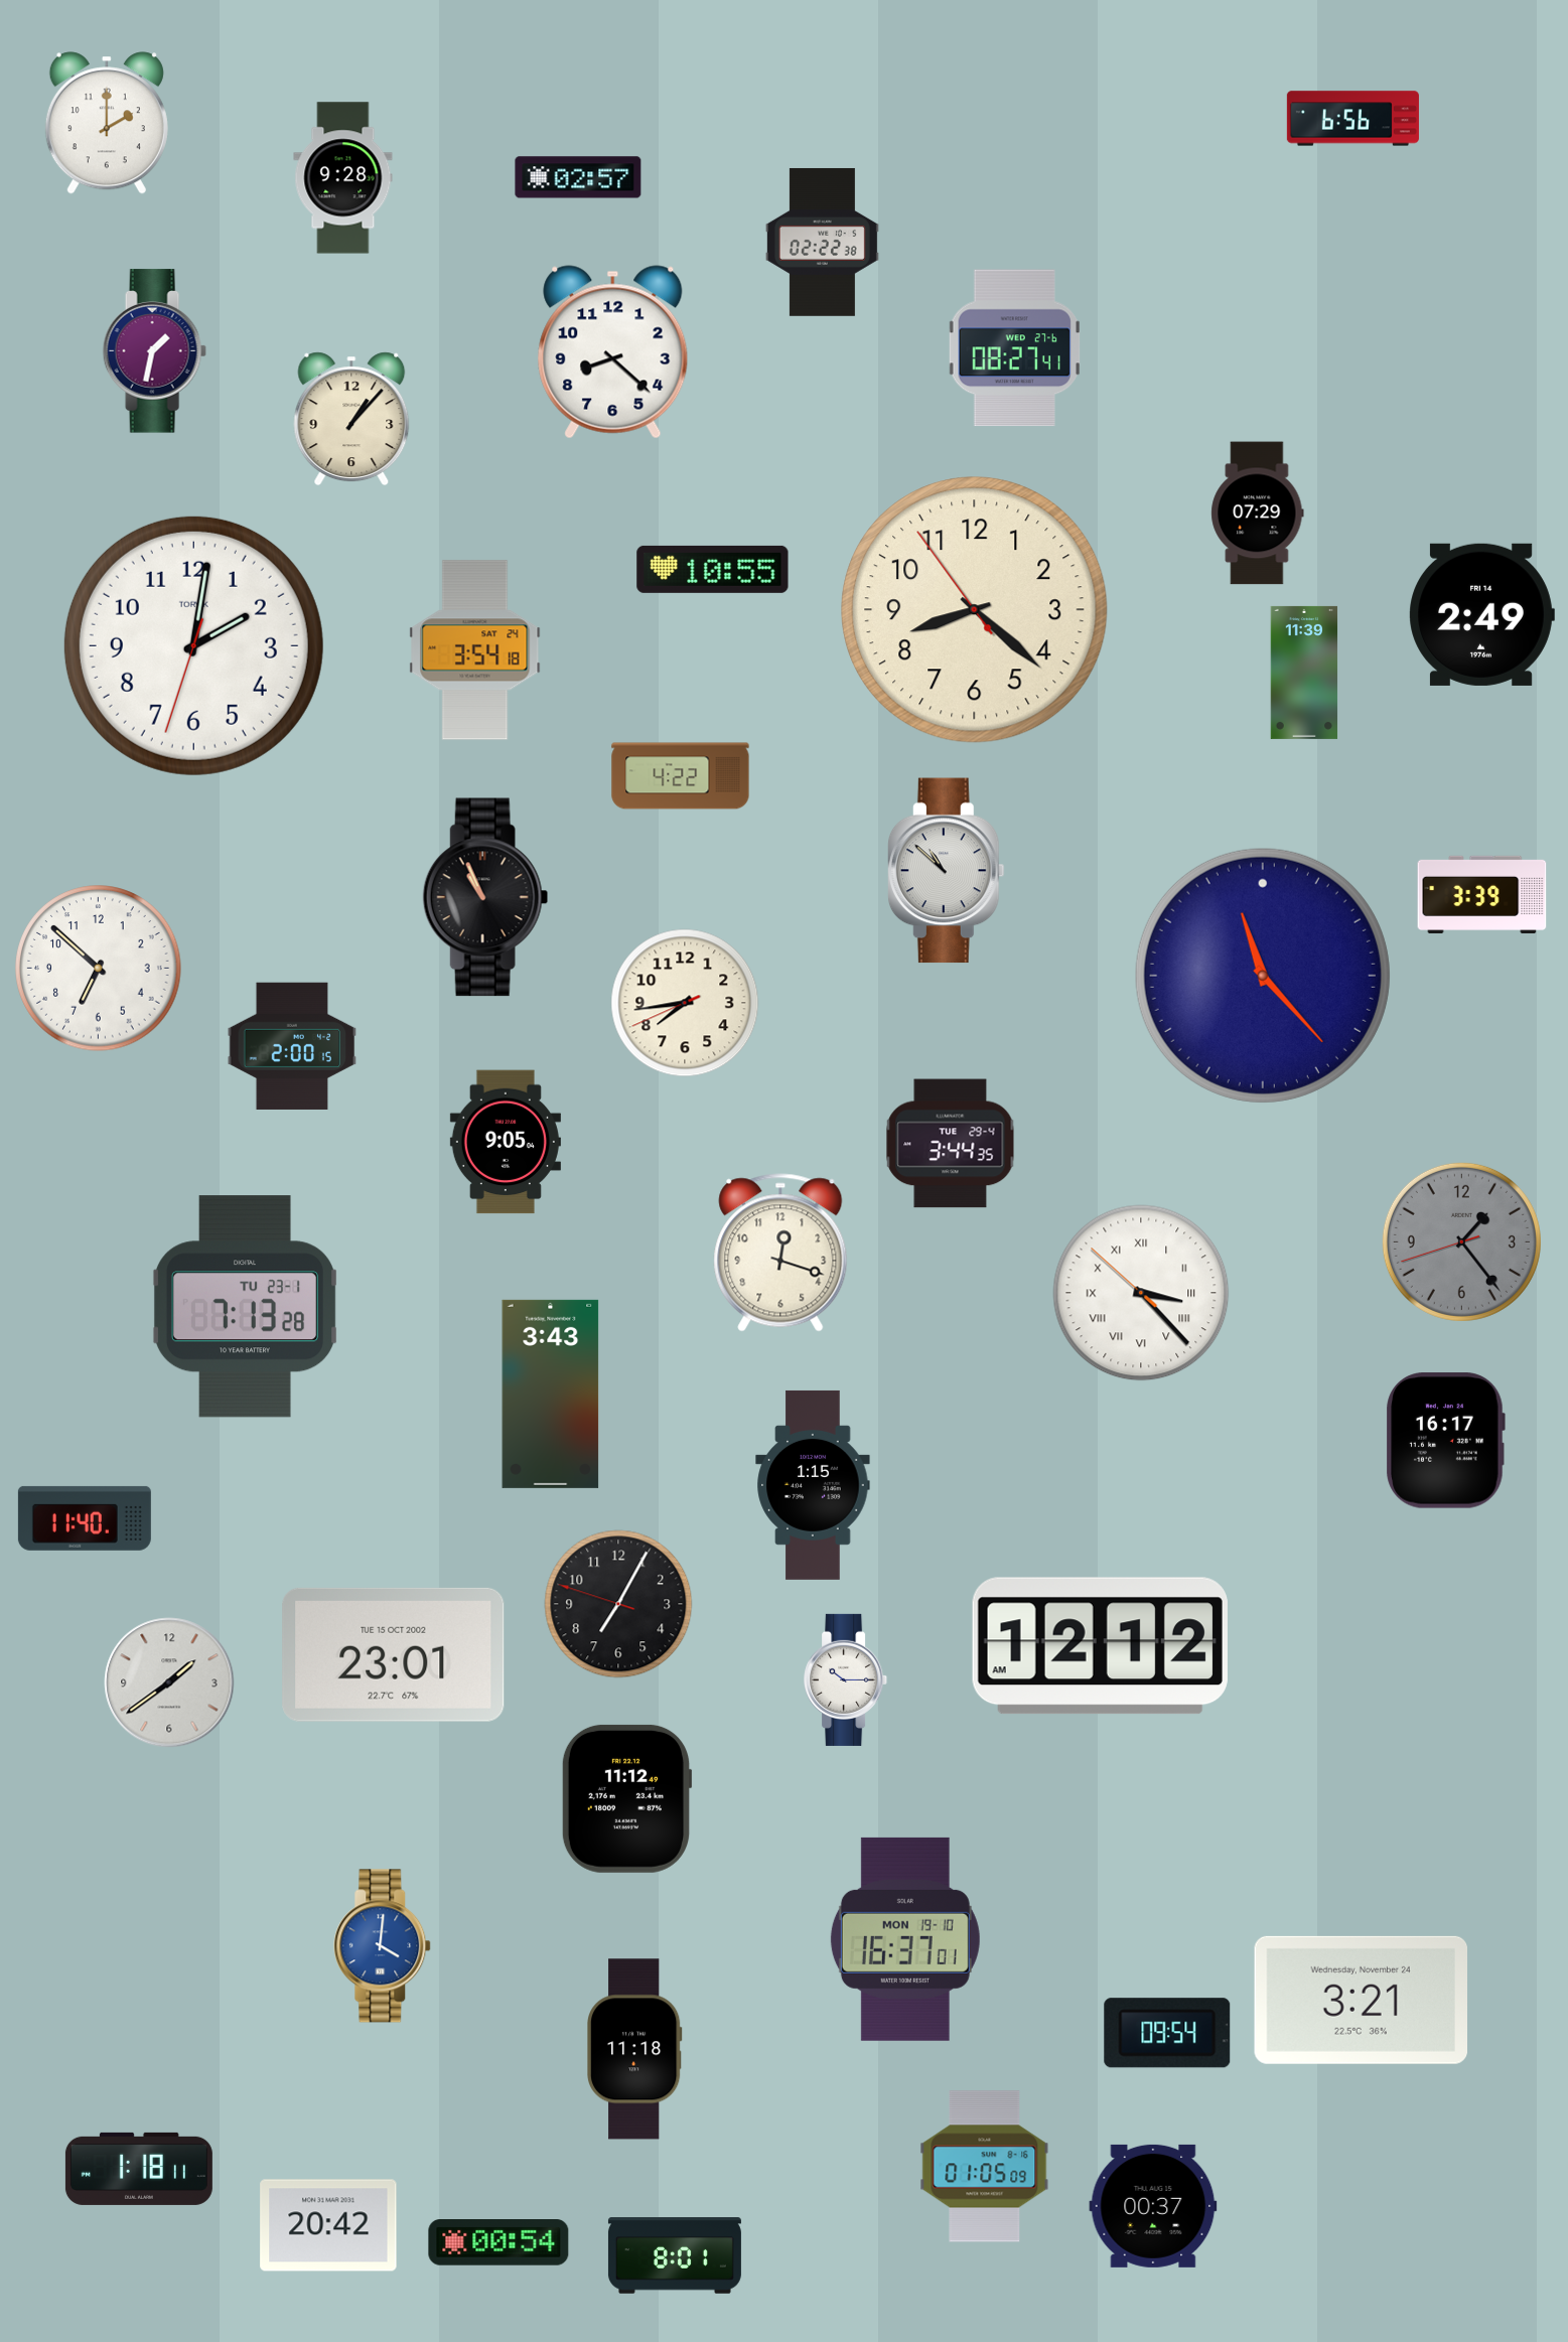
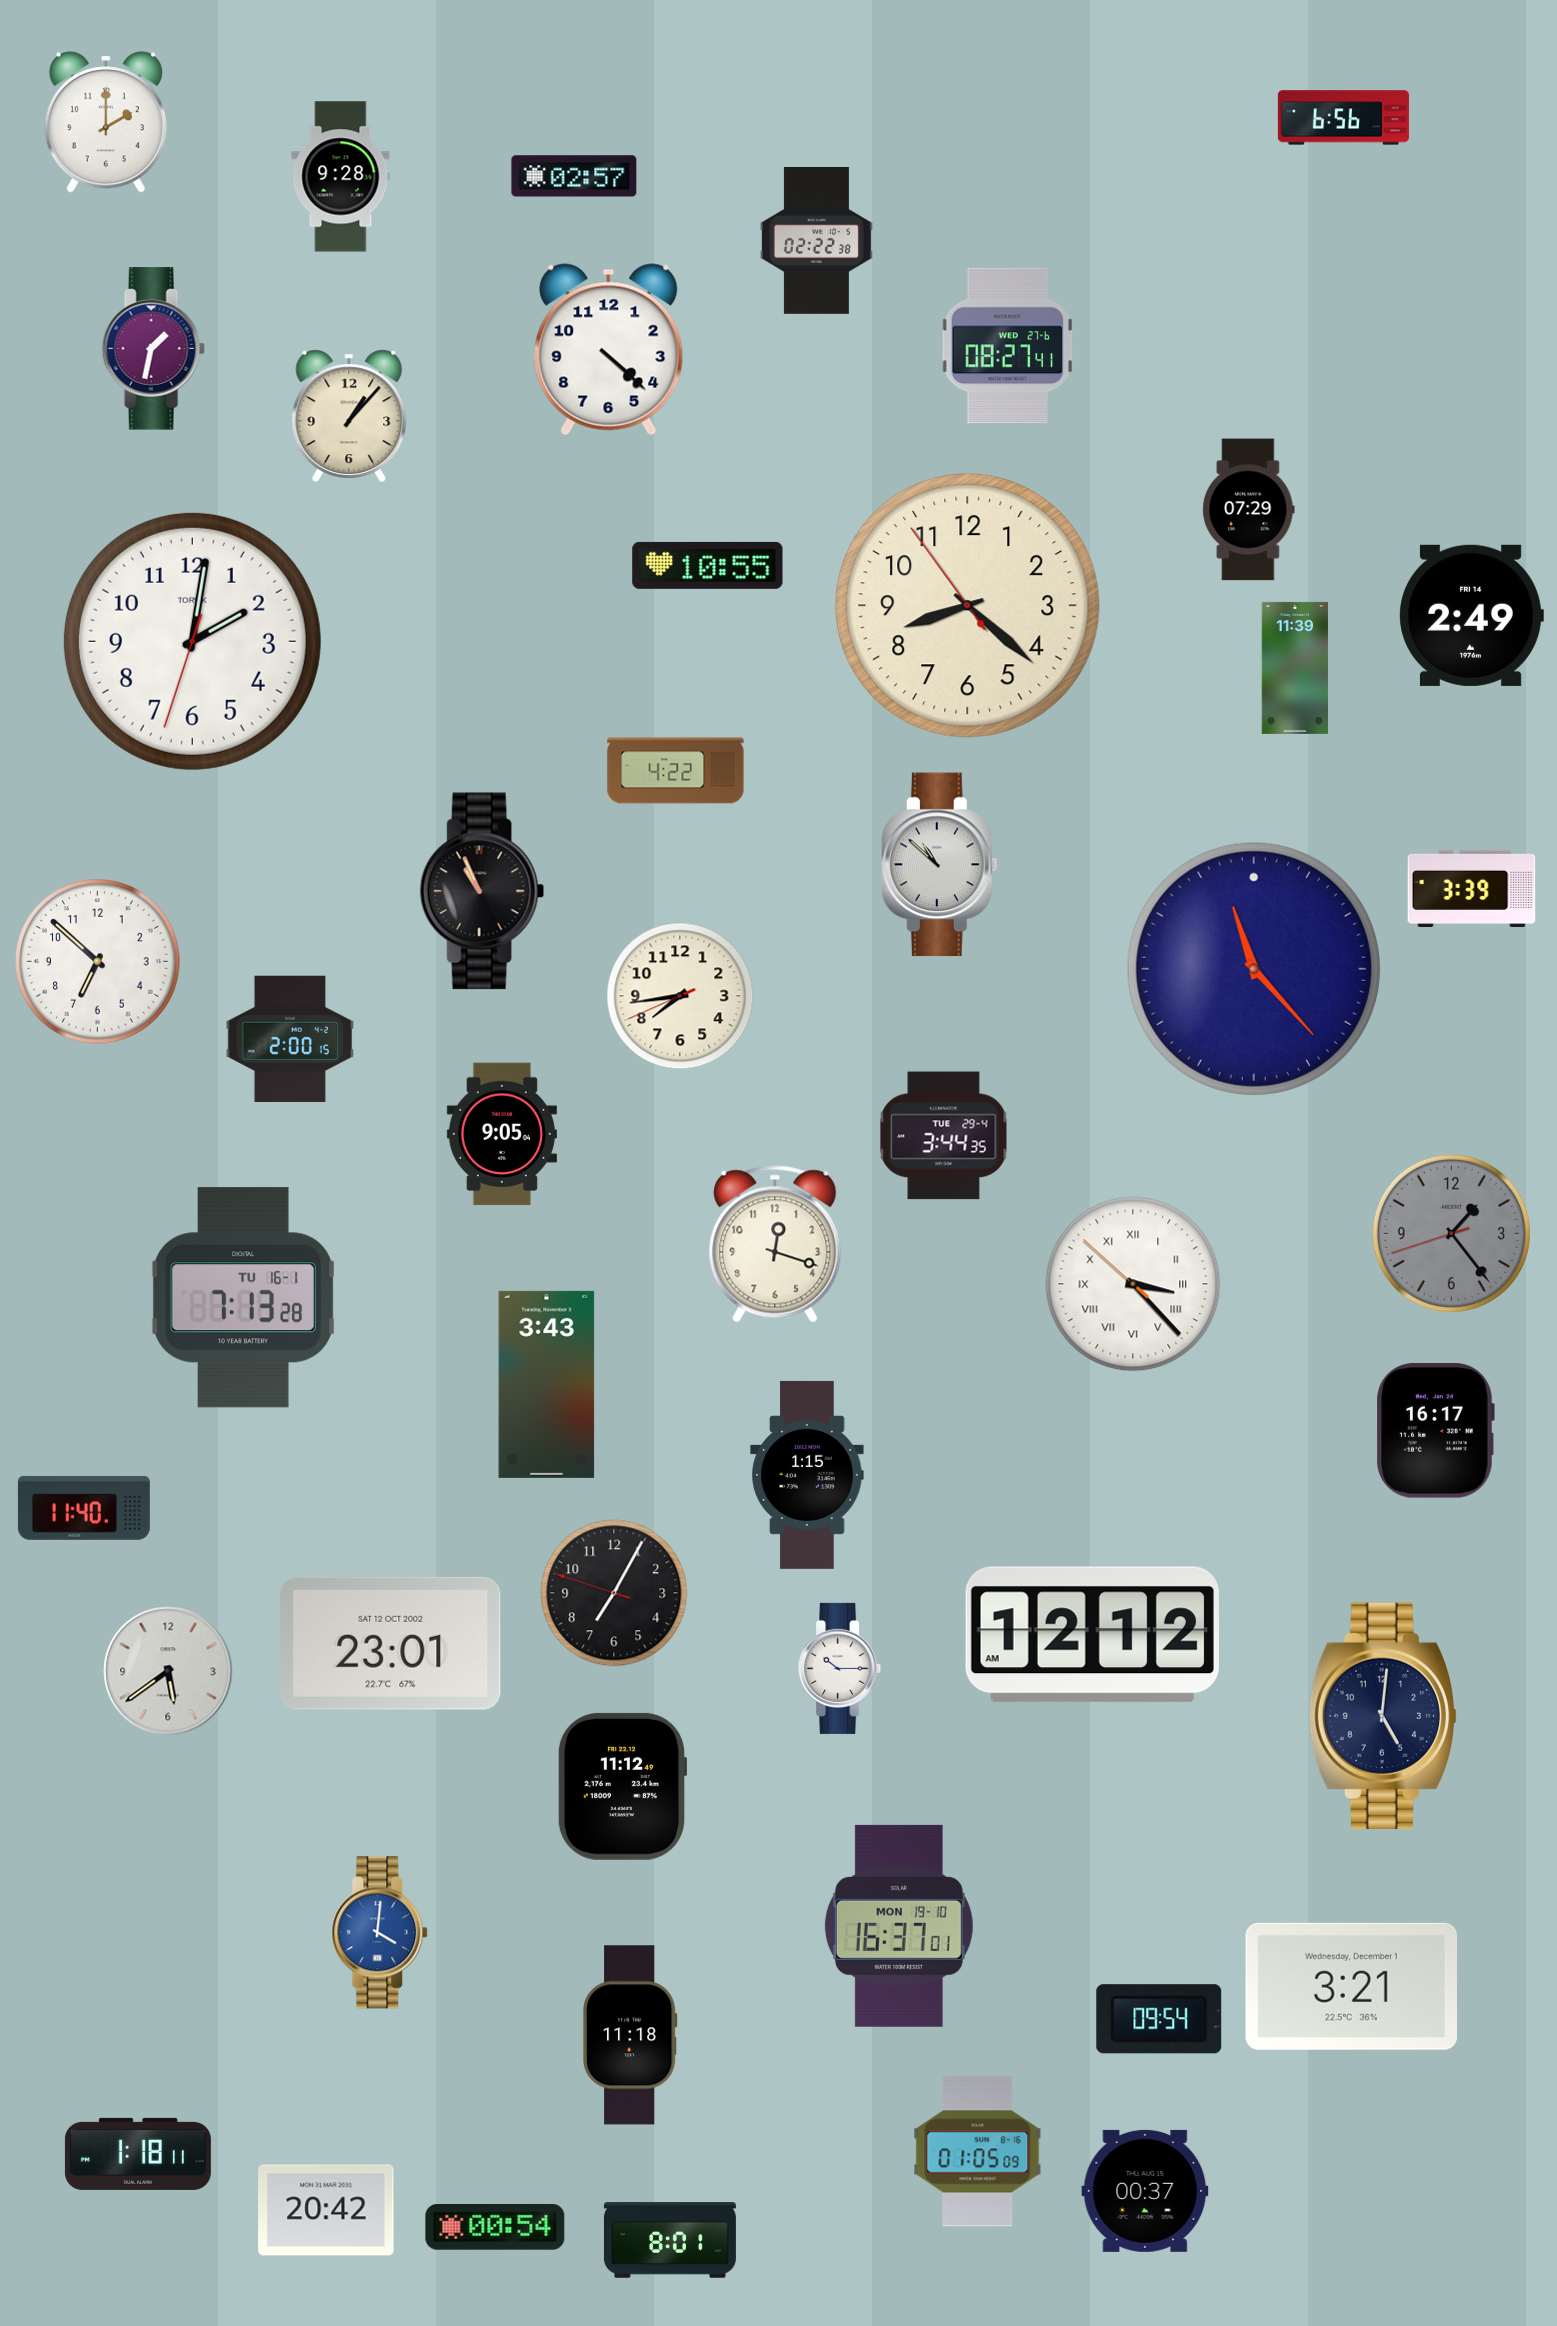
clock at (613, 352): 8:22 -> 4:22
clock at (1481, 614) position: (1481, 614) -> (1471, 615)
clock at (475, 650): 3:54 -> none
clock at (245, 1307) date: TU 23-1 -> TU 16-1
clock at (394, 1654) date: TUE 15 OCT 2002 -> SAT 12 OCT 2002
clock at (169, 1682): 1:39 -> 5:39
clock at (1382, 1716): none -> 5:01
clock at (1361, 2000) date: Wednesday, November 24 -> Wednesday, December 1
